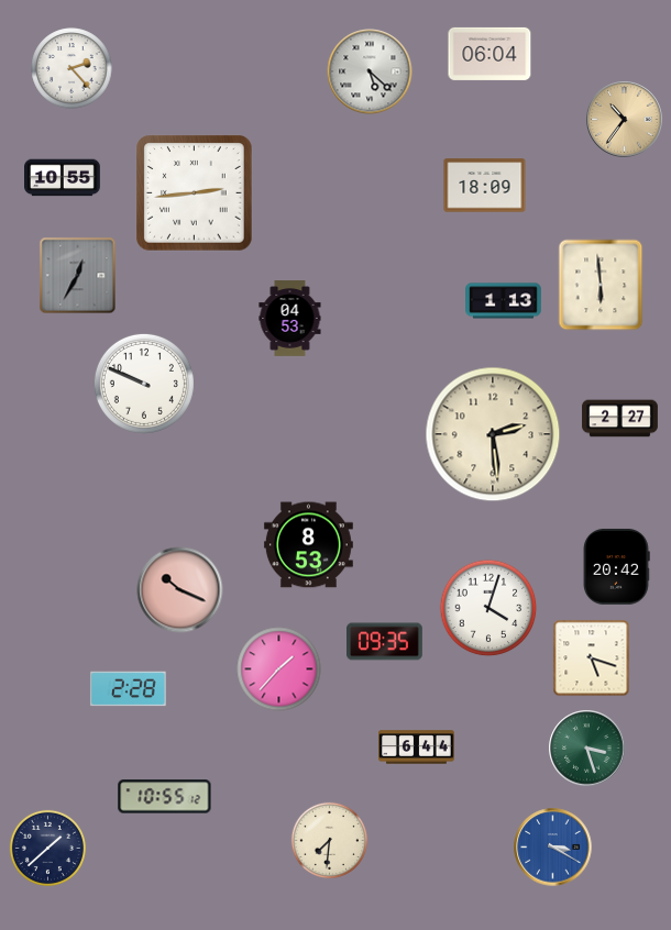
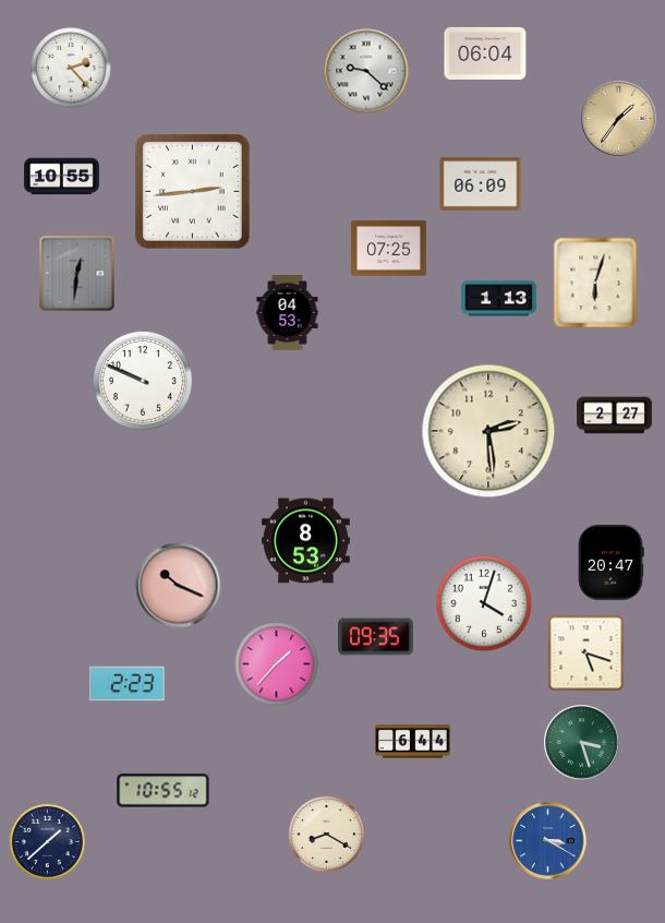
clock at (370, 71): 5:22 -> 9:22
clock at (625, 120): 10:36 -> 1:36
clock at (485, 186): 18:09 -> 06:09
clock at (389, 249): none -> 07:25
clock at (78, 276): 12:35 -> 12:31
clock at (601, 285): 5:59 -> 6:03
clock at (290, 319) position: (290, 319) -> (288, 313)
clock at (616, 566): 20:42 -> 20:47
clock at (385, 642) position: (385, 642) -> (376, 637)
clock at (129, 689): 2:28 -> 2:23
clock at (329, 840): 7:31 -> 8:20
